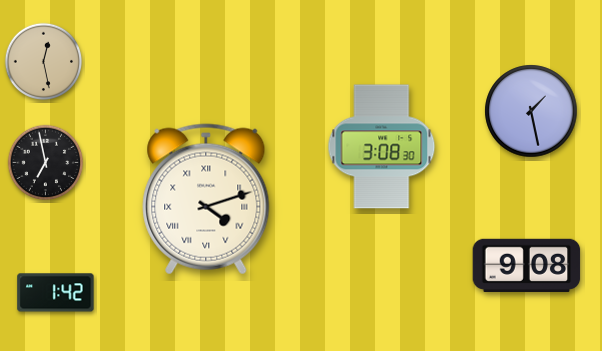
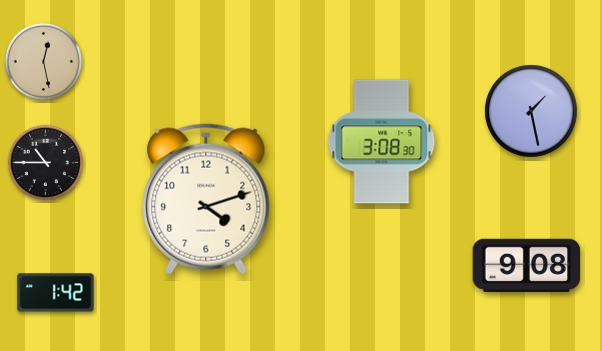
clock at (382, 147) position: (382, 147) -> (382, 142)
clock at (46, 163): 6:58 -> 10:45
clock at (206, 199) numerals: Roman -> Arabic
